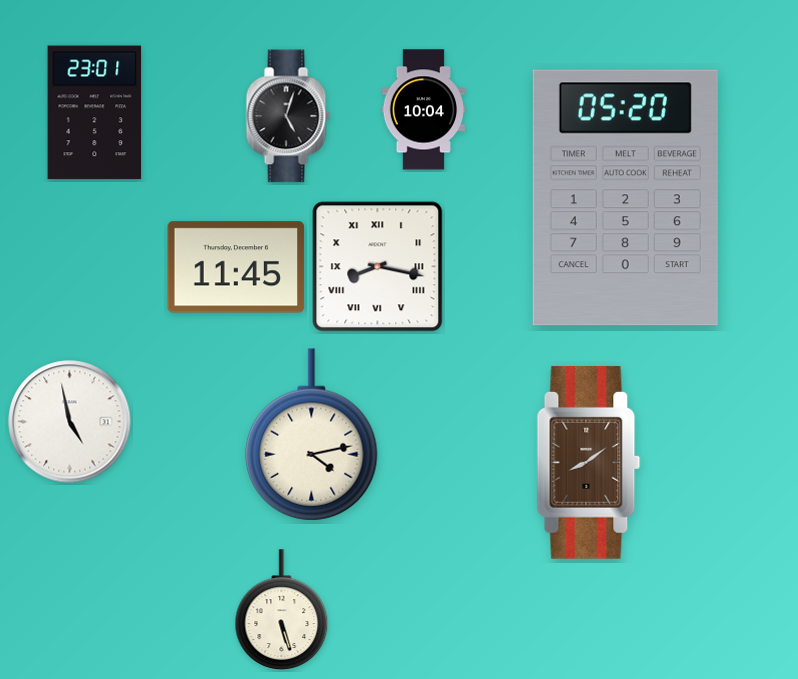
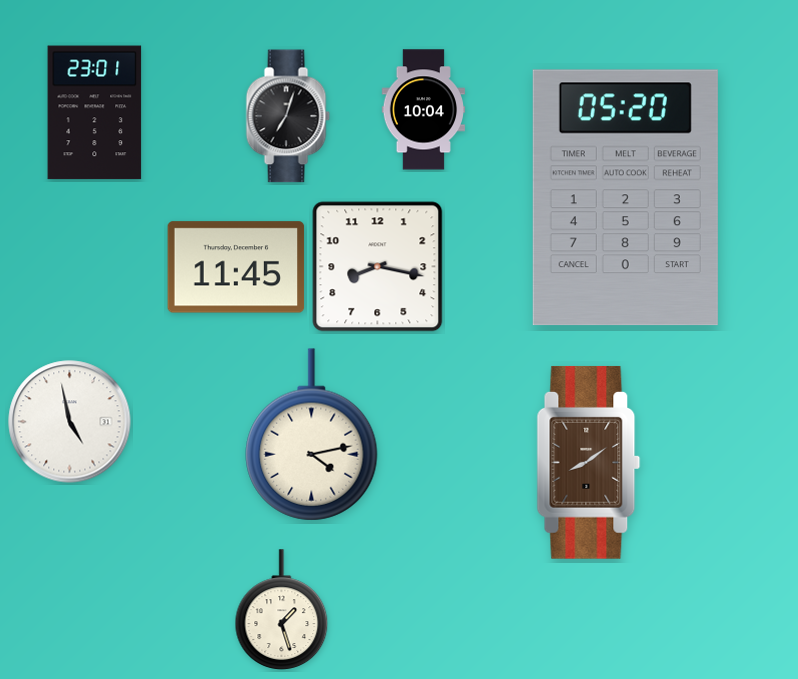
clock at (288, 116): 5:03 -> 7:03
clock at (378, 267) numerals: Roman -> Arabic
clock at (282, 610): 5:27 -> 1:27
